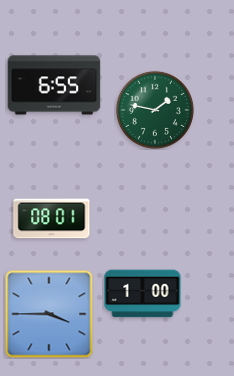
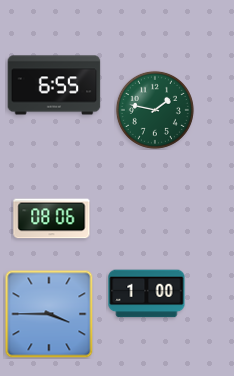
clock at (52, 219): 08:01 -> 08:06
clock at (143, 294) position: (143, 294) -> (147, 294)
